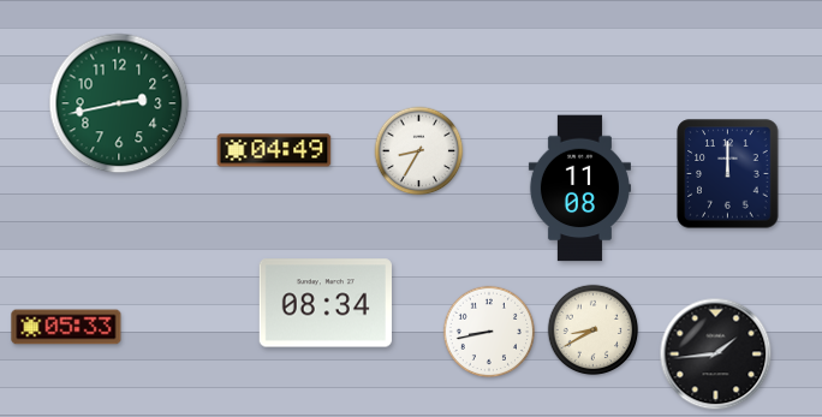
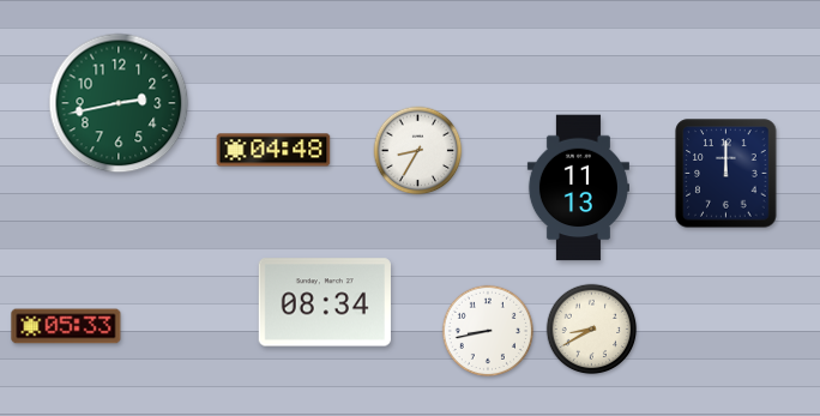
clock at (274, 150): 04:49 -> 04:48
clock at (579, 189): 11:08 -> 11:13
clock at (716, 355): 1:44 -> none
